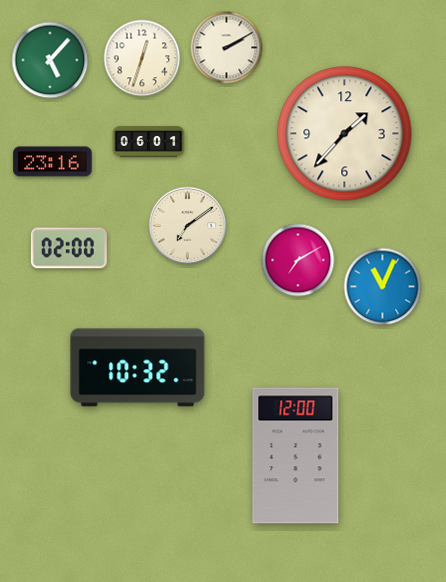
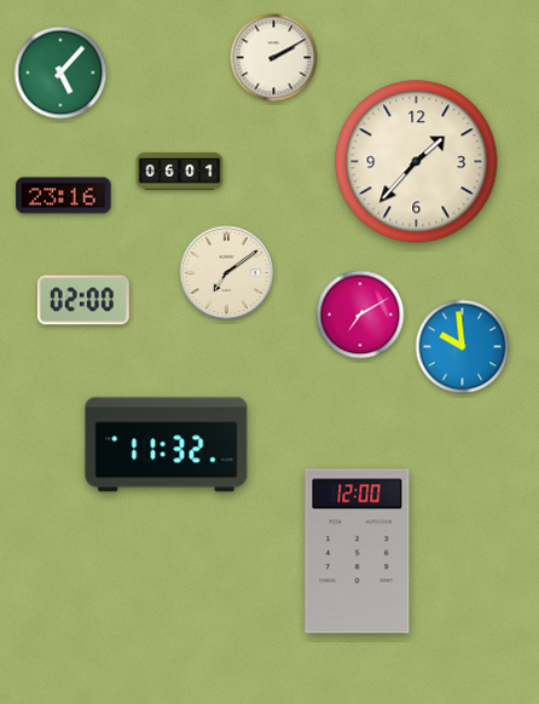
clock at (142, 58): 12:33 -> none
clock at (383, 287): 11:04 -> 9:59
clock at (138, 368): 10:32 -> 11:32
